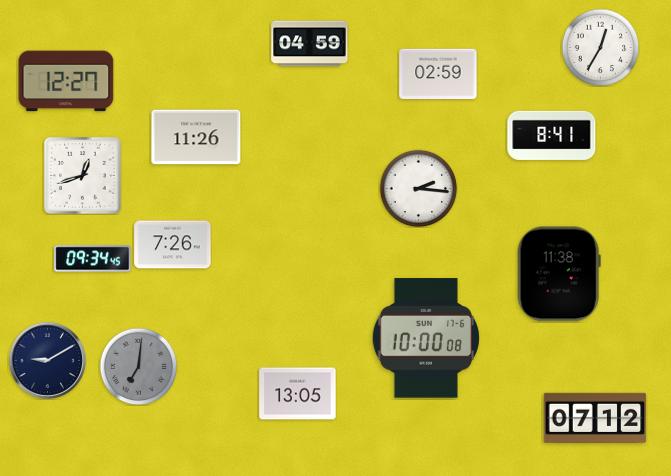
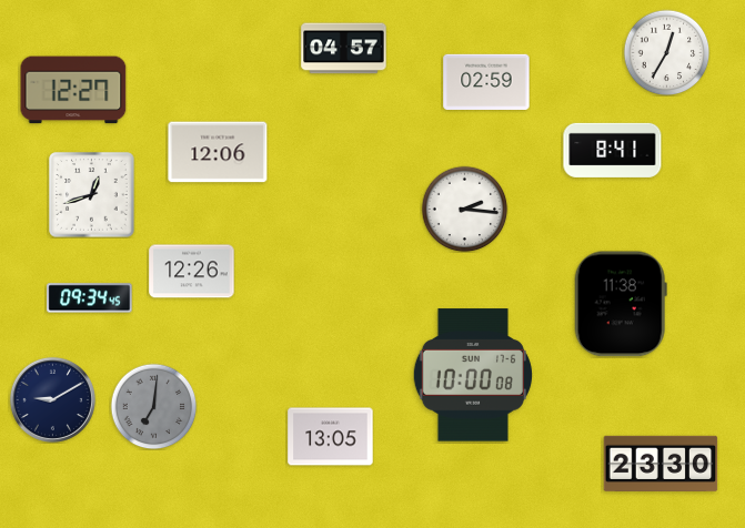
clock at (310, 44): 04:59 -> 04:57
clock at (196, 137): 11:26 -> 12:06
clock at (173, 245): 7:26 -> 12:26
clock at (93, 259) position: (93, 259) -> (90, 298)
clock at (595, 418): 07:12 -> 23:30
